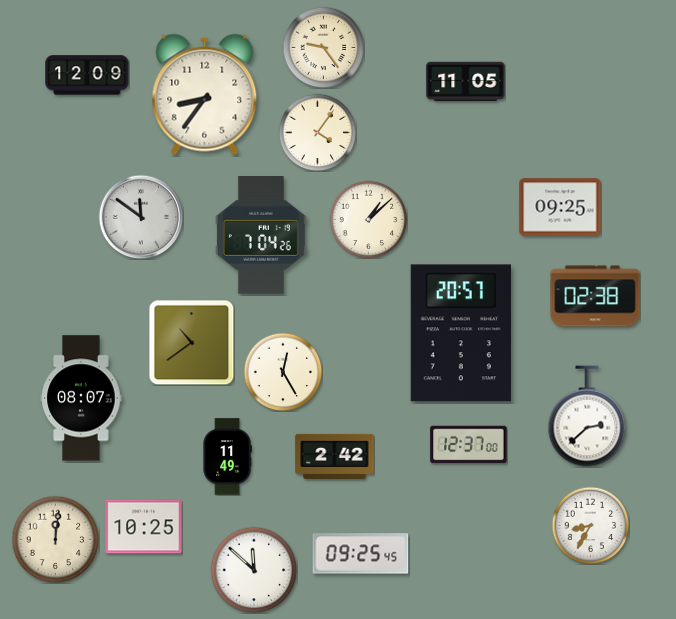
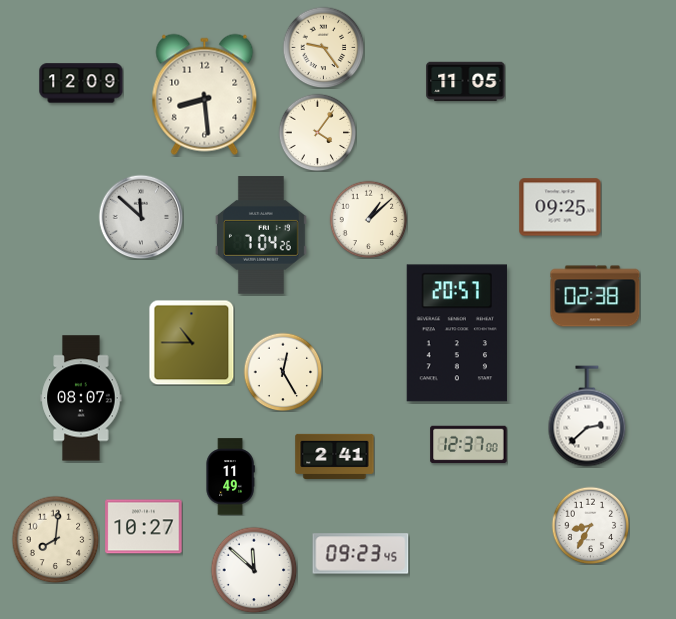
clock at (87, 75) position: (87, 75) -> (81, 83)
clock at (205, 95): 8:36 -> 8:29
clock at (141, 217): 11:51 -> 11:52
clock at (461, 333) position: (461, 333) -> (457, 333)
clock at (191, 342): 10:39 -> 10:45
clock at (335, 456): 2:42 -> 2:41
clock at (227, 457) position: (227, 457) -> (230, 477)
clock at (144, 527): 10:25 -> 10:27
clock at (55, 539): 12:01 -> 8:01
clock at (361, 554): 09:25 -> 09:23
